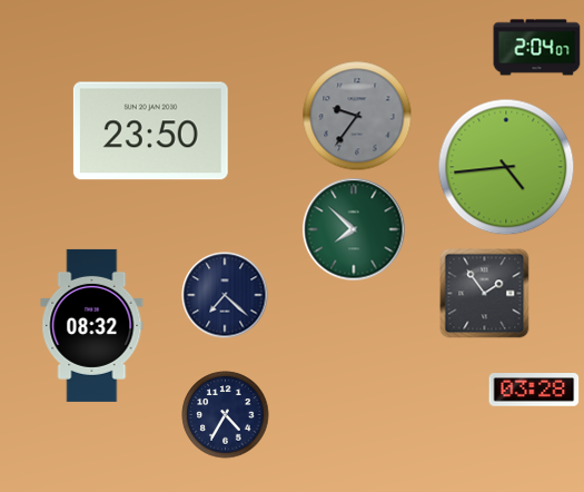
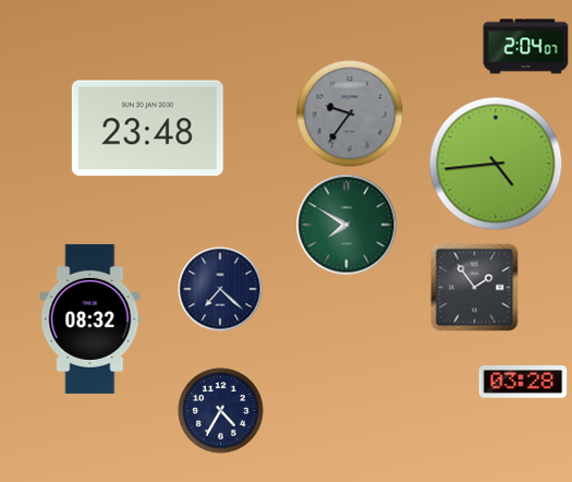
clock at (150, 131): 23:50 -> 23:48
clock at (354, 229): 7:52 -> 7:50
clock at (226, 415) position: (226, 415) -> (221, 411)
